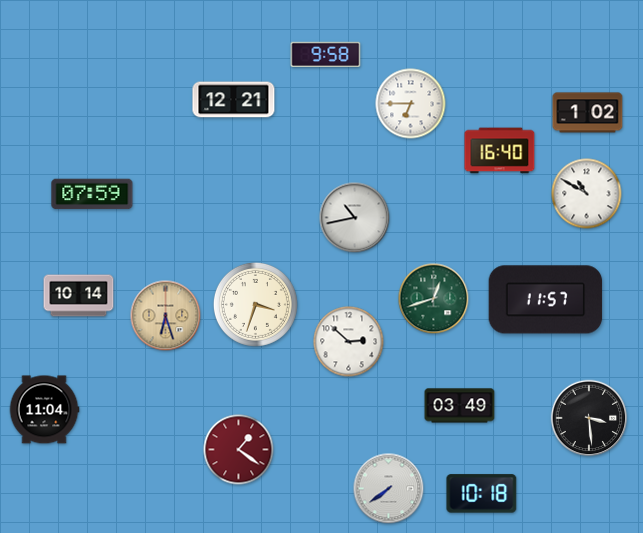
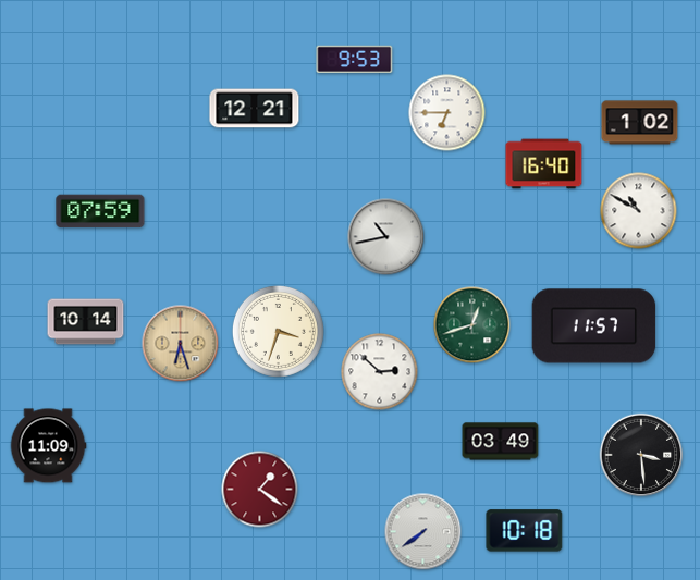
clock at (326, 55): 9:58 -> 9:53
clock at (44, 410): 11:04 -> 11:09
clock at (482, 494) position: (482, 494) -> (525, 531)
